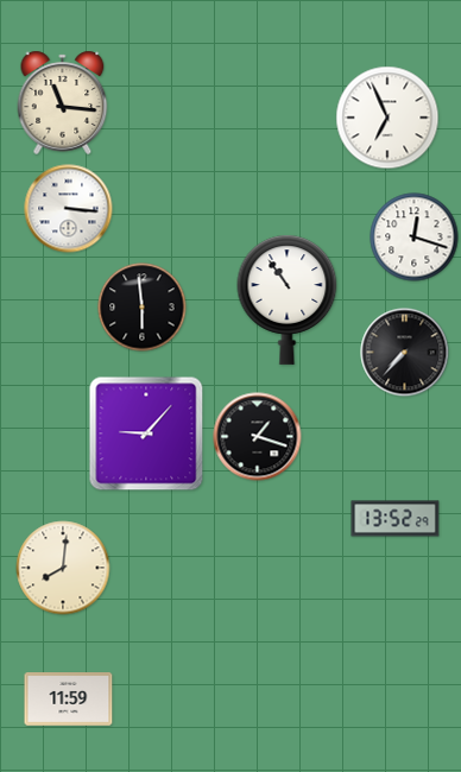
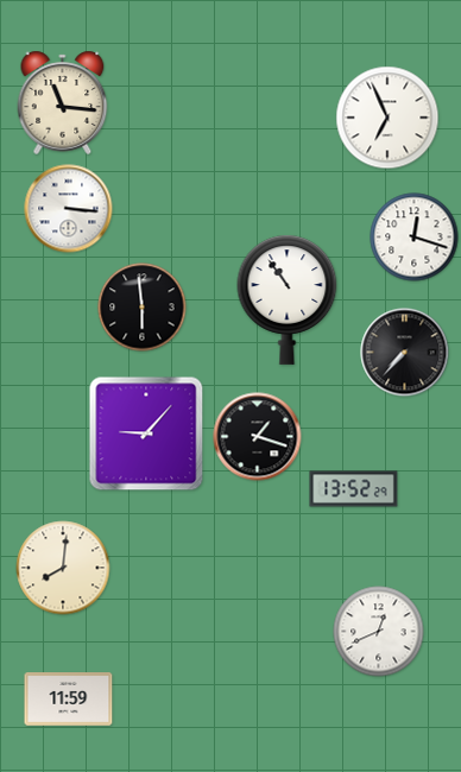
clock at (396, 519) position: (396, 519) -> (354, 489)
clock at (379, 632): none -> 12:41
